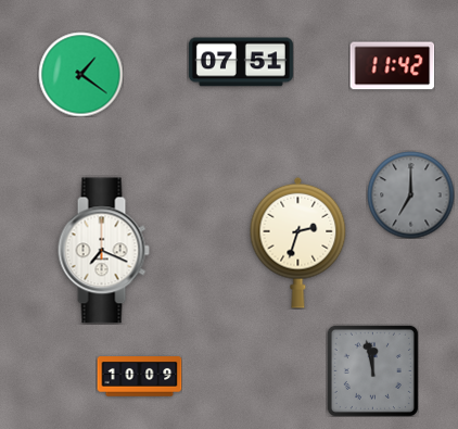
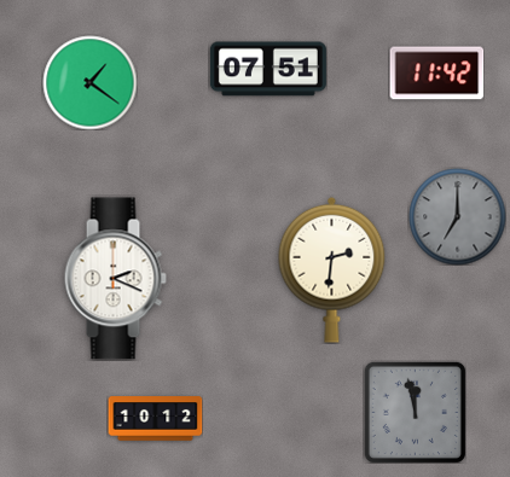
clock at (298, 242): 2:33 -> 2:31
clock at (103, 251): 7:19 -> 2:19
clock at (139, 377): 10:09 -> 10:12
